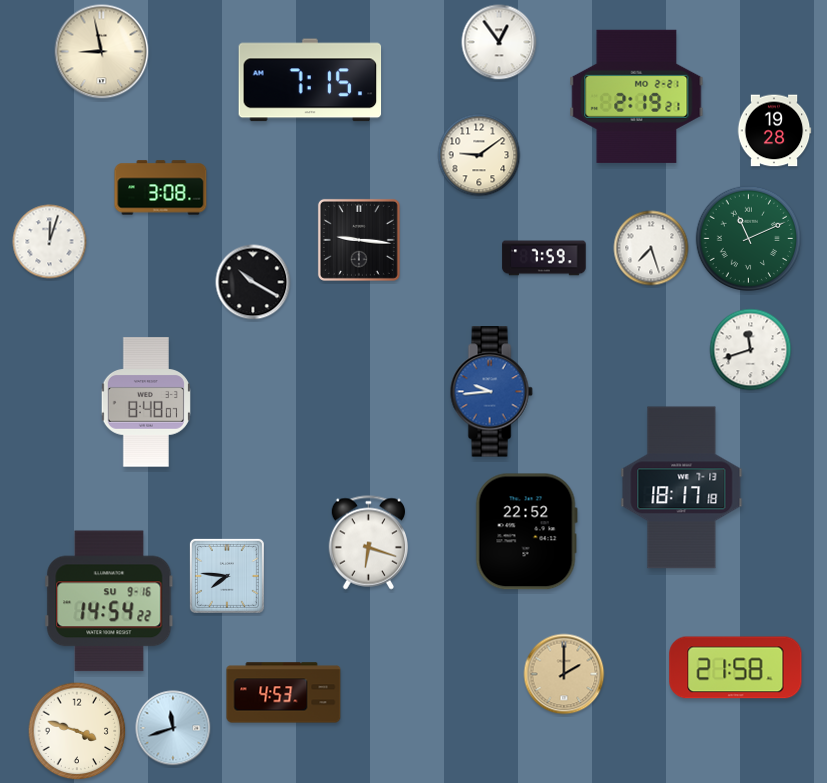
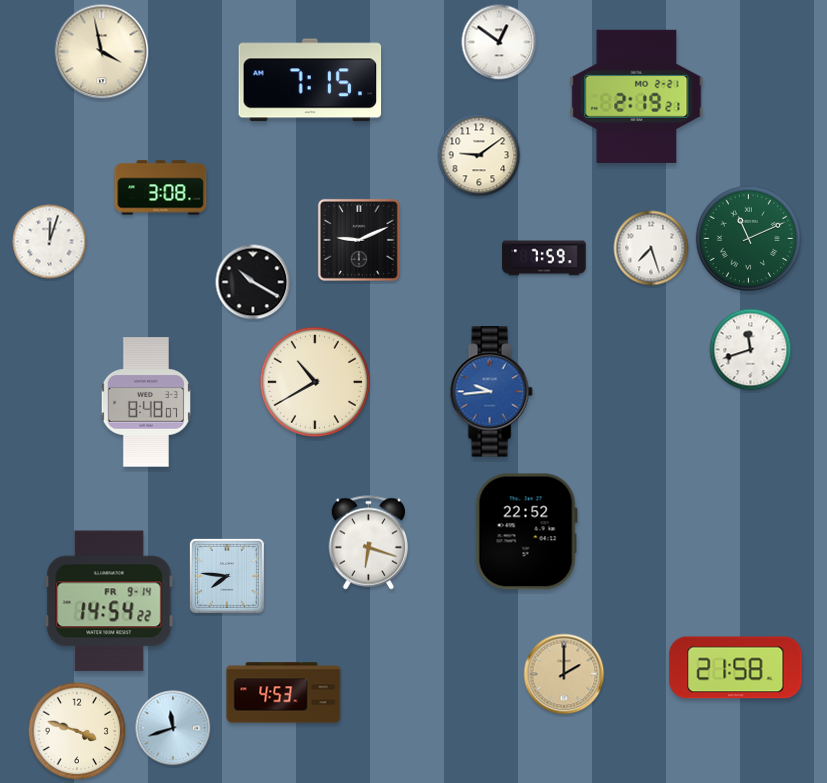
clock at (499, 42): 12:54 -> 12:51
clock at (102, 52): 8:58 -> 3:58
clock at (774, 131): 19:28 -> none
clock at (359, 240): 9:16 -> 9:11
clock at (315, 382): none -> 10:40
clock at (682, 488): 18:17 -> none
clock at (109, 601) date: SU 9-16 -> FR 9-14
